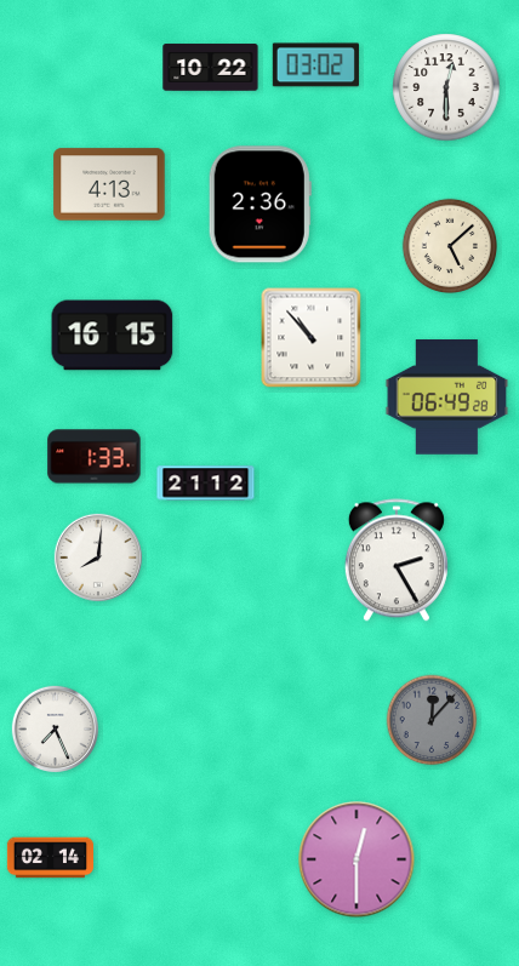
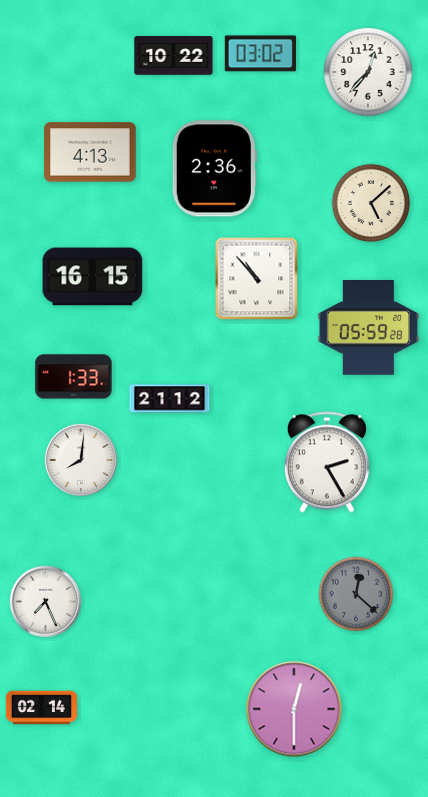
clock at (446, 87): 12:30 -> 12:37
clock at (447, 398): 06:49 -> 05:59
clock at (95, 457) position: (95, 457) -> (74, 377)
clock at (432, 720): 12:07 -> 12:22
